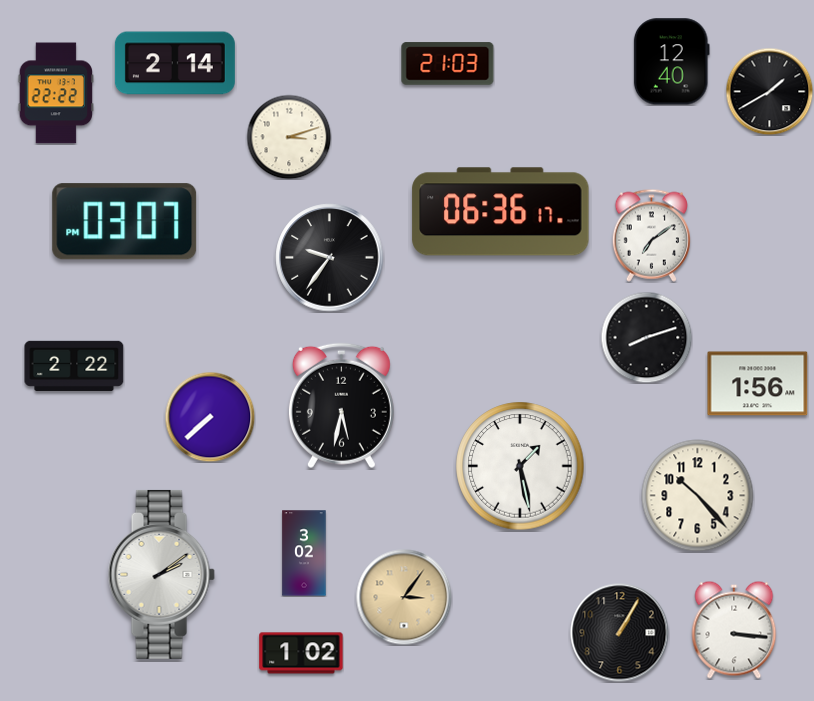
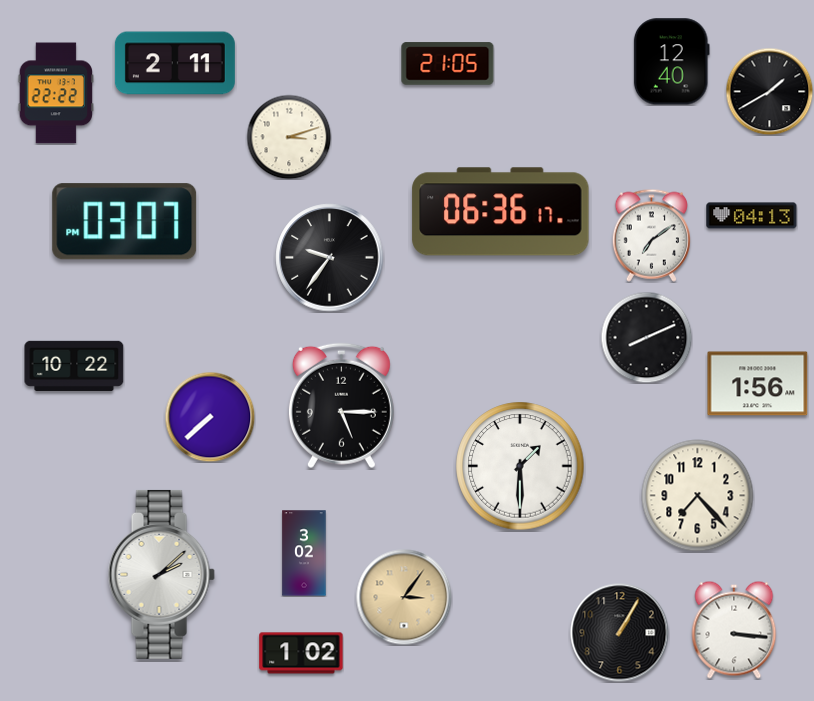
clock at (175, 63): 2:14 -> 2:11
clock at (448, 64): 21:03 -> 21:05
clock at (752, 216): none -> 04:13
clock at (646, 337): 8:12 -> 8:11
clock at (74, 366): 2:22 -> 10:22
clock at (341, 406): 5:32 -> 5:15
clock at (520, 466): 1:28 -> 1:30
clock at (698, 496): 10:23 -> 7:23
clock at (161, 574): 2:09 -> 2:08
